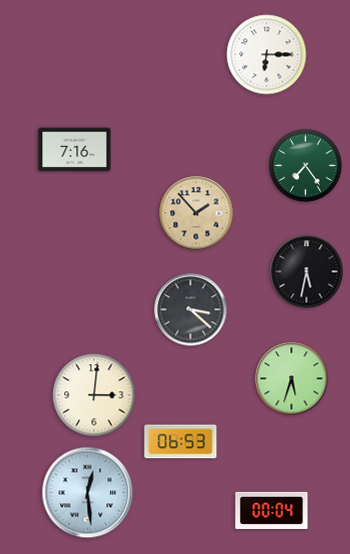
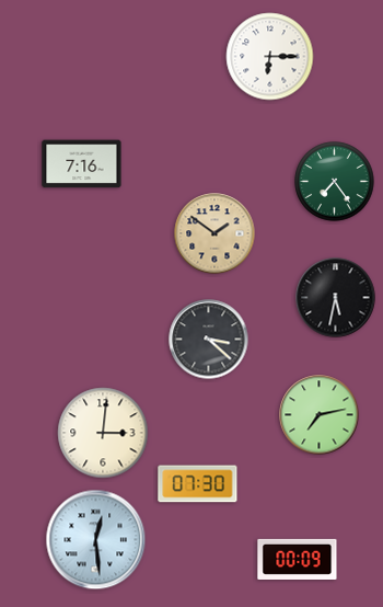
clock at (267, 55) position: (267, 55) -> (270, 57)
clock at (196, 213): 1:53 -> 1:51
clock at (292, 379): 5:33 -> 7:13
clock at (181, 442): 06:53 -> 07:30
clock at (272, 510): 00:04 -> 00:09
